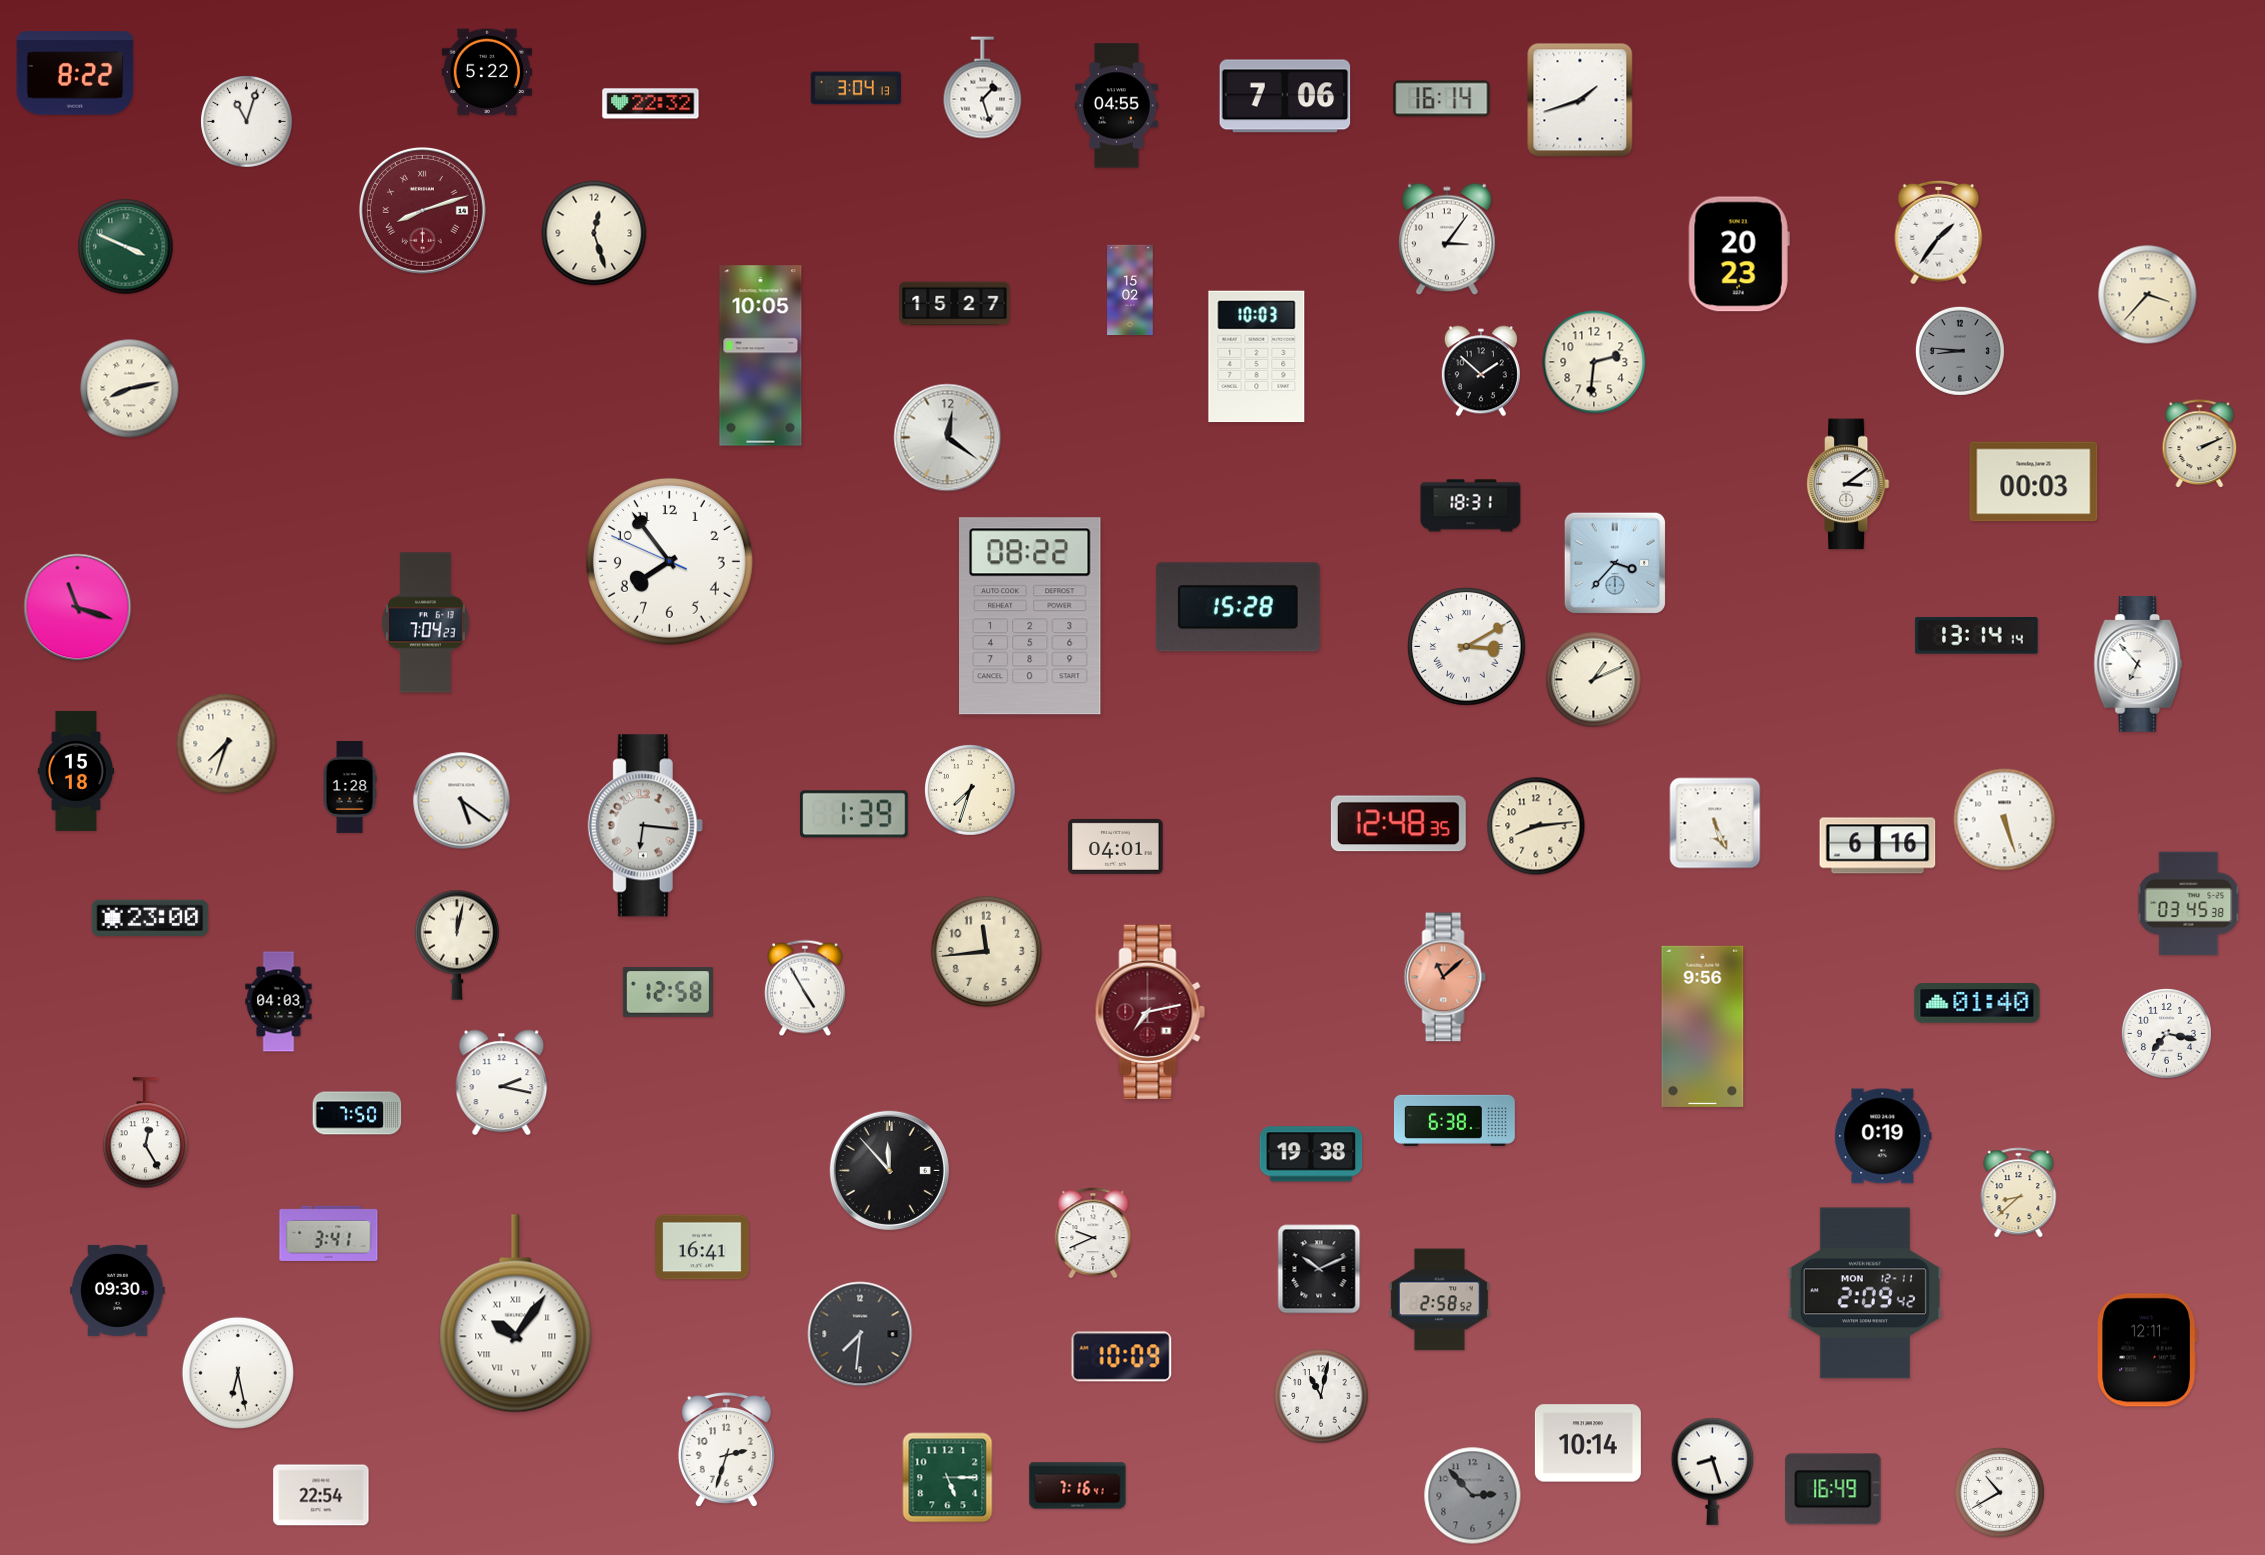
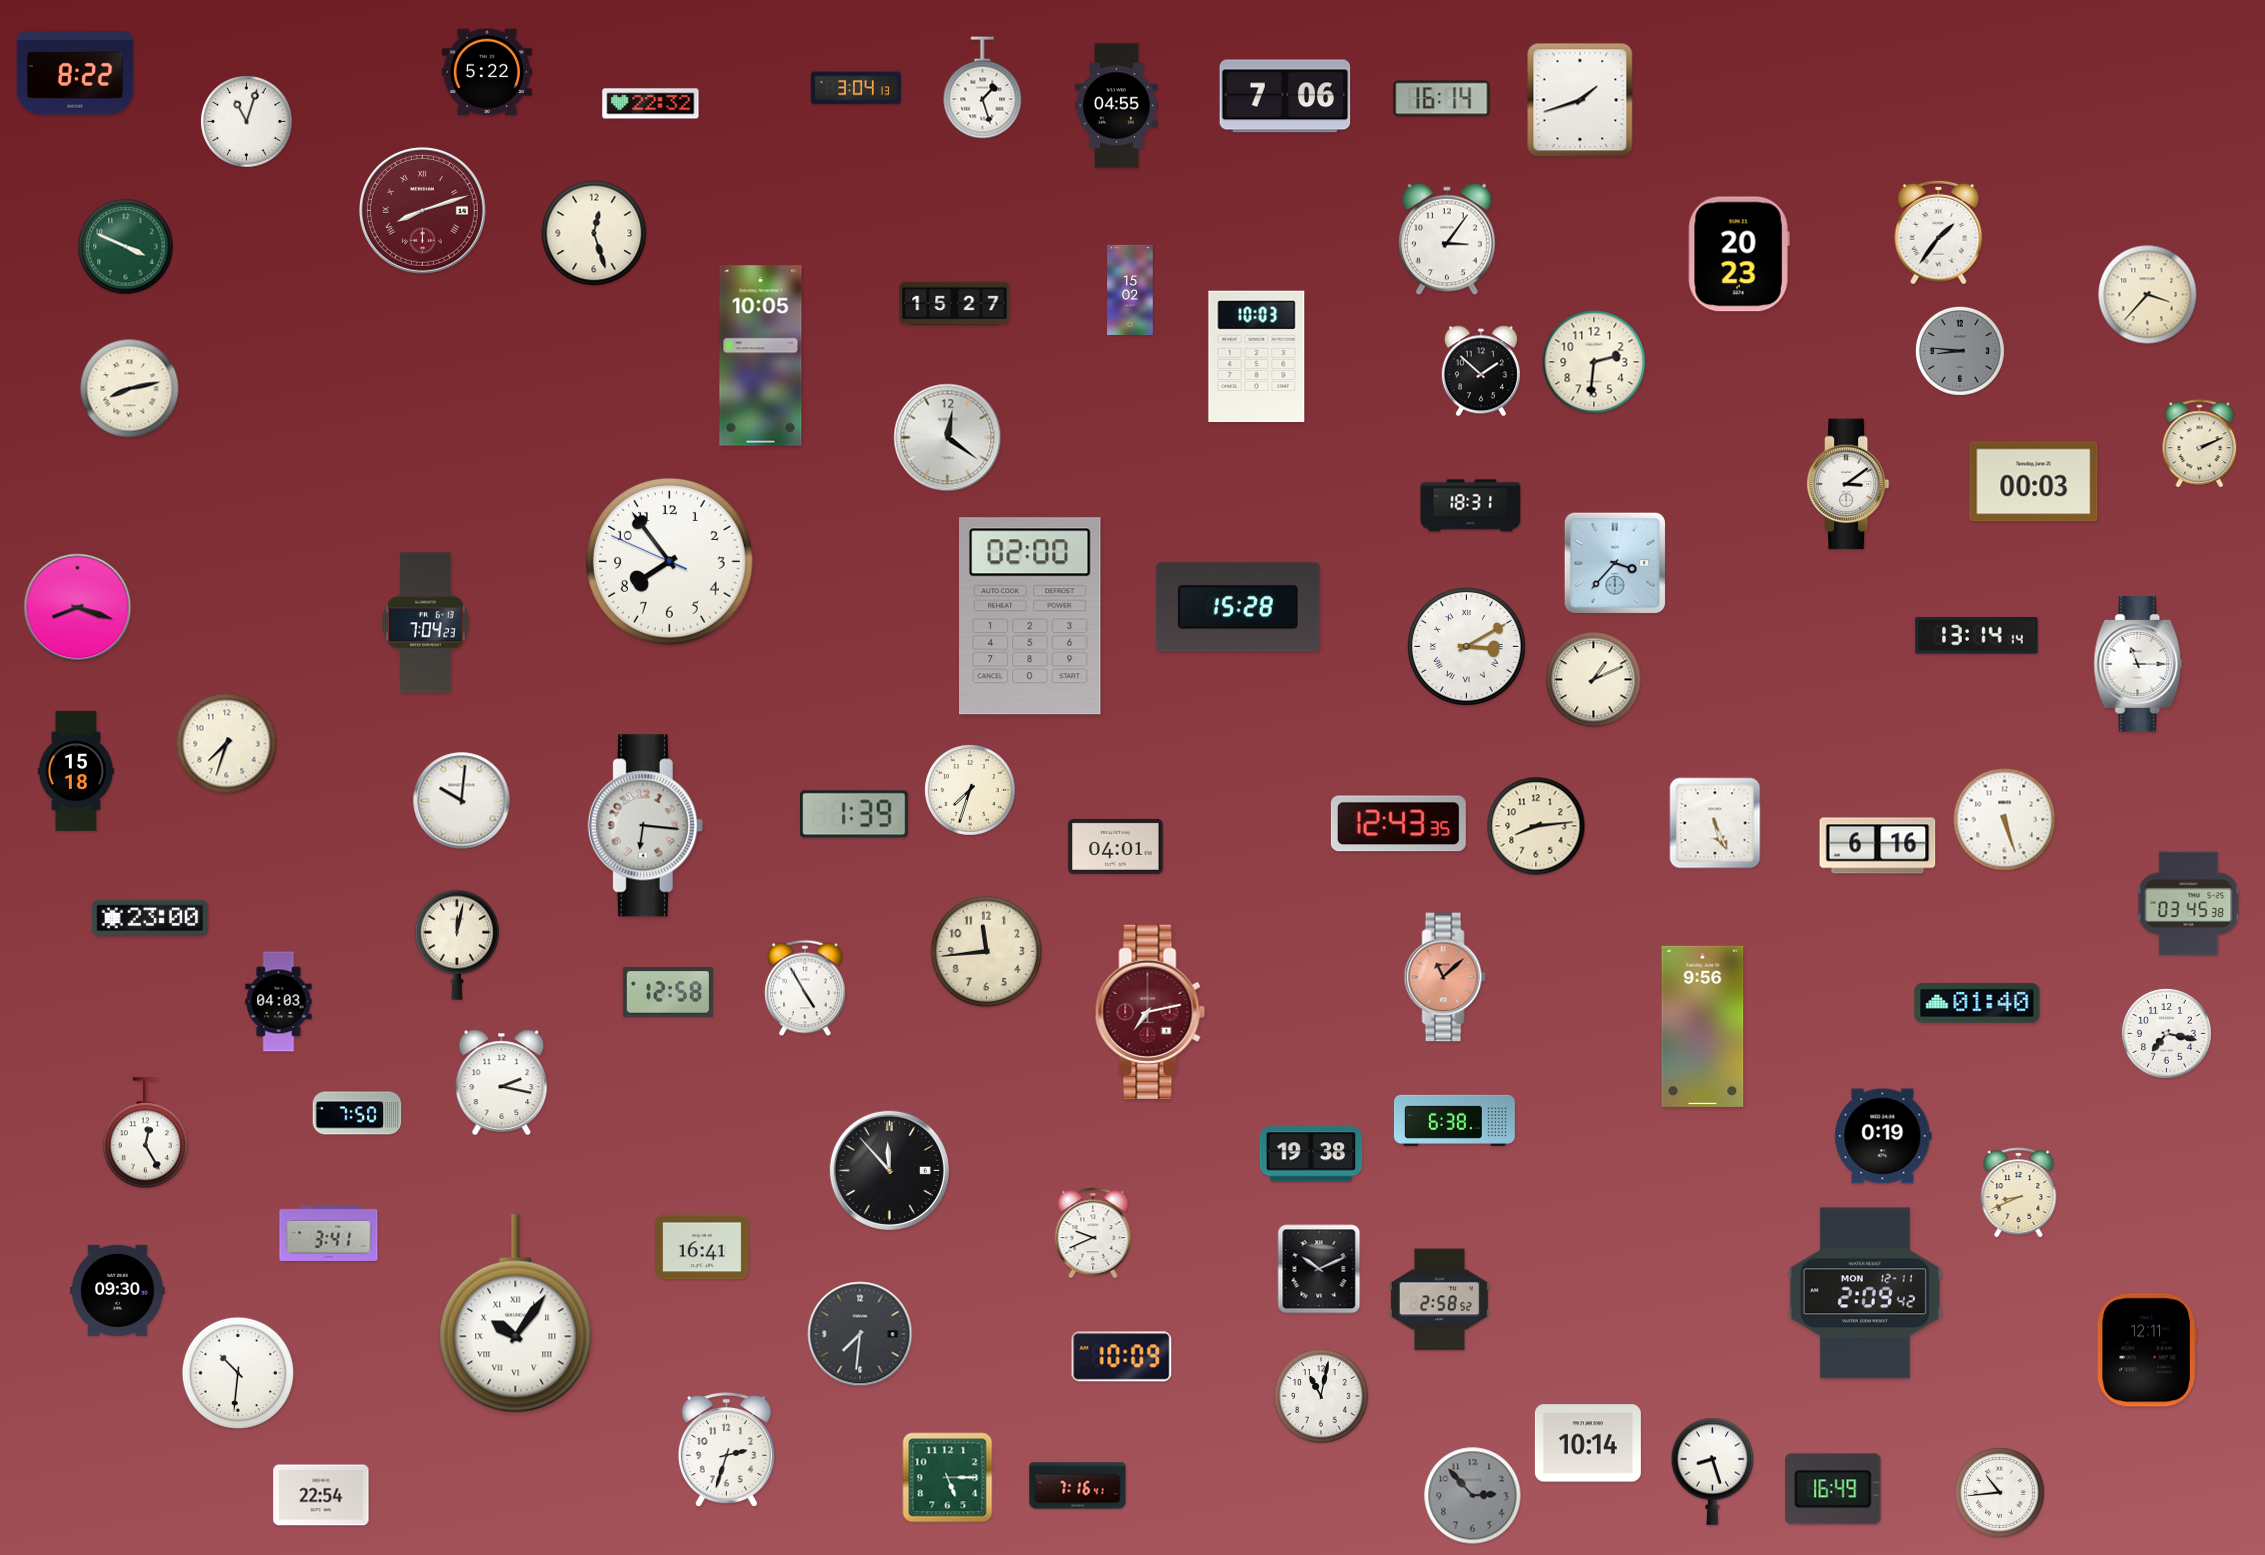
clock at (78, 608): 11:18 -> 8:18
clock at (1031, 616): 08:22 -> 02:00
clock at (2138, 665): 6:53 -> 11:15
clock at (350, 787): 1:28 -> none
clock at (462, 801): 5:21 -> 10:01
clock at (1398, 824): 12:48 -> 12:43
clock at (2019, 1193): 8:38 -> 8:41
clock at (238, 1373): 6:28 -> 10:31
clock at (1999, 1492): 10:40 -> 10:44
